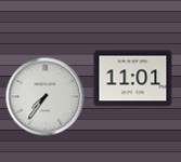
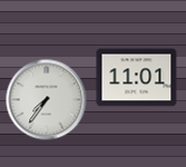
clock at (133, 79) position: (133, 79) -> (137, 78)
